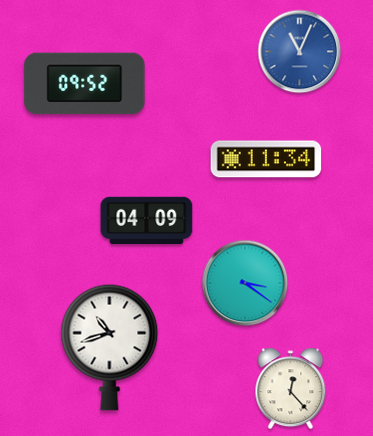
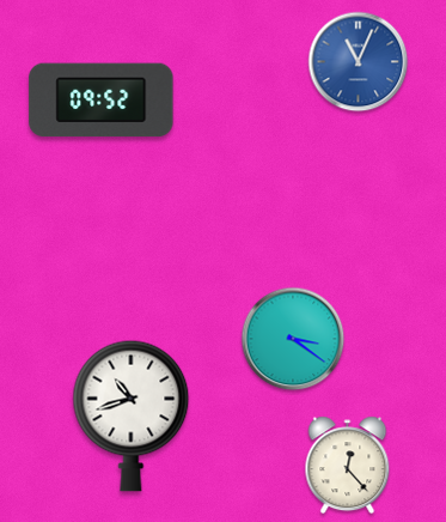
clock at (266, 159): 11:34 -> none
clock at (147, 221): 04:09 -> none
